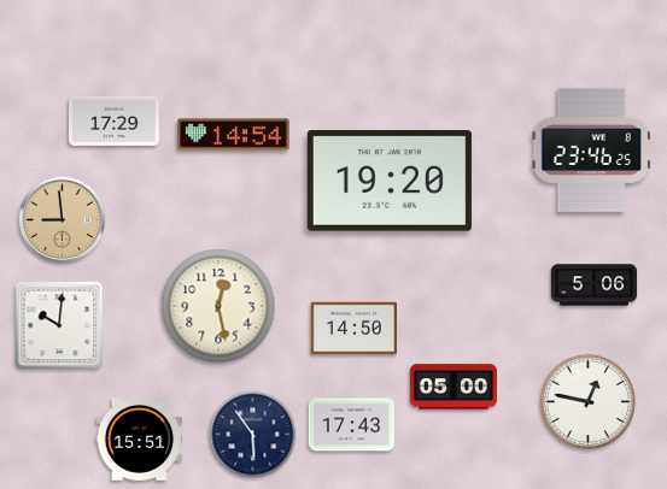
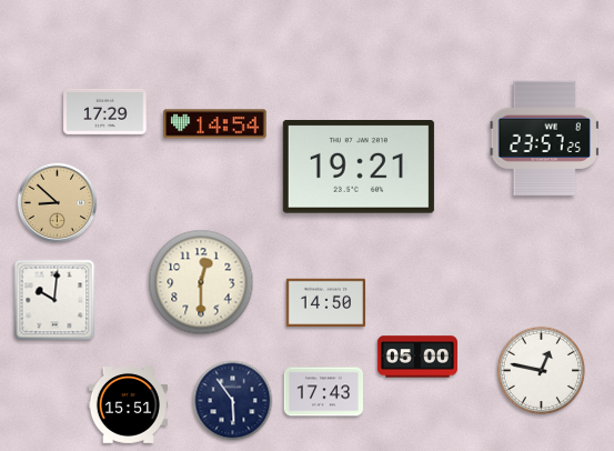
clock at (591, 149): 23:46 -> 23:57
clock at (390, 182): 19:20 -> 19:21
clock at (63, 220): 8:59 -> 8:52
clock at (595, 285): 5:06 -> none
clock at (218, 306): 12:28 -> 12:30
